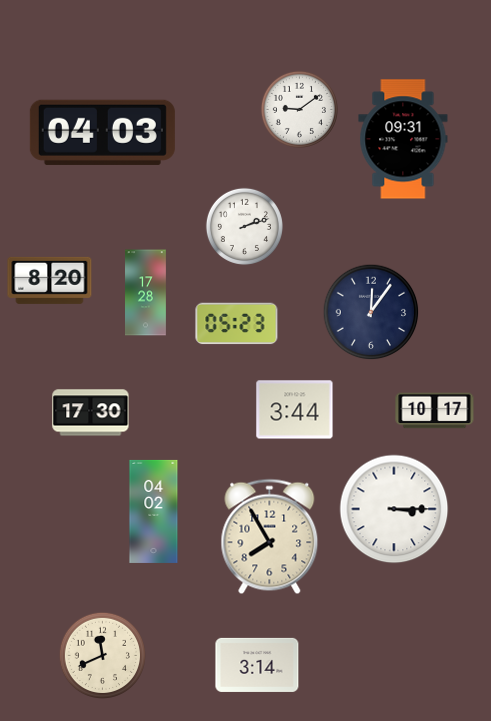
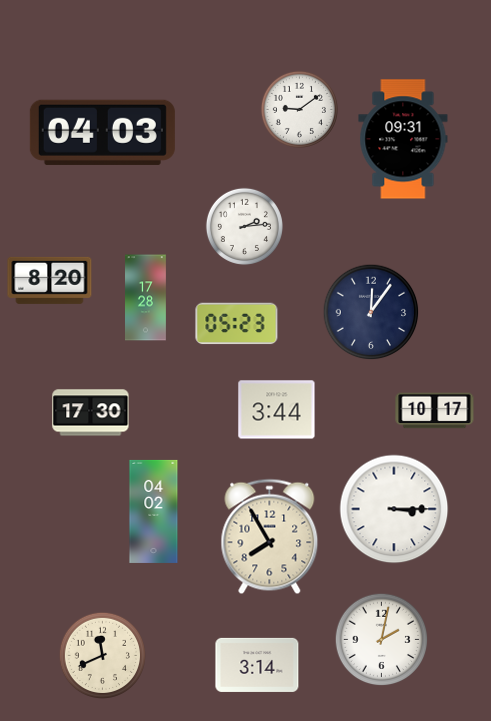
clock at (244, 226): 2:12 -> 2:14
clock at (146, 293) position: (146, 293) -> (146, 298)
clock at (295, 410) position: (295, 410) -> (277, 410)
clock at (381, 639): none -> 2:02
